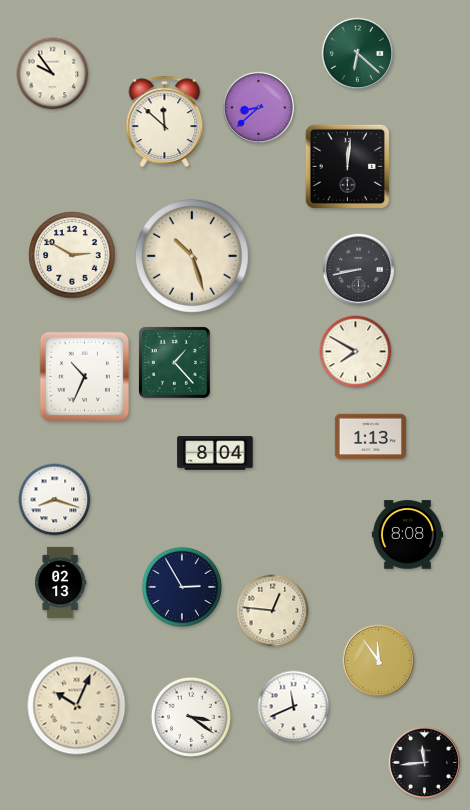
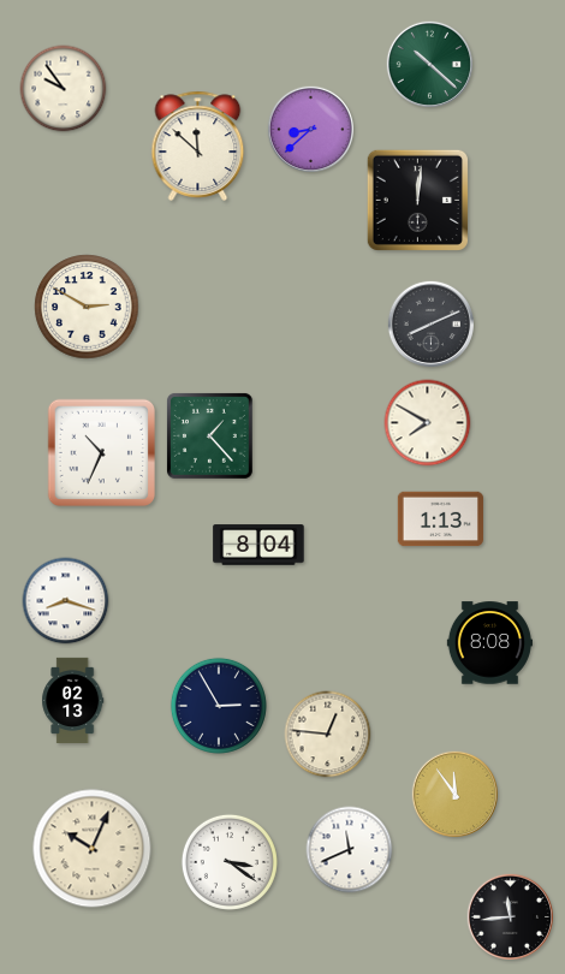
clock at (357, 53): 6:22 -> 10:22
clock at (192, 256): 10:27 -> none
clock at (358, 269): 8:43 -> 8:11
clock at (370, 437) position: (370, 437) -> (440, 519)
clock at (294, 707) position: (294, 707) -> (350, 850)
